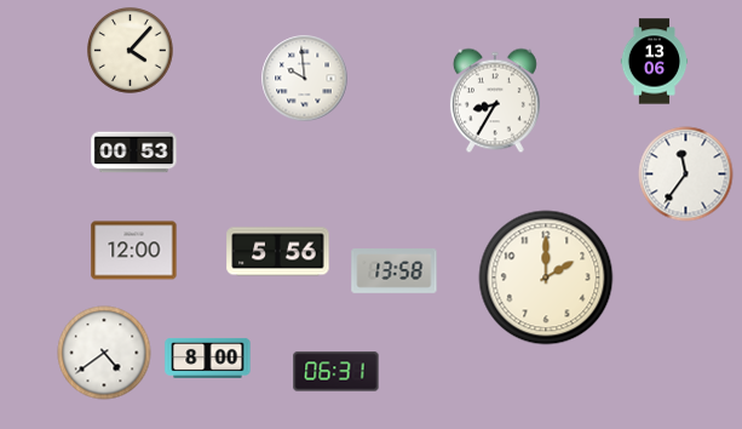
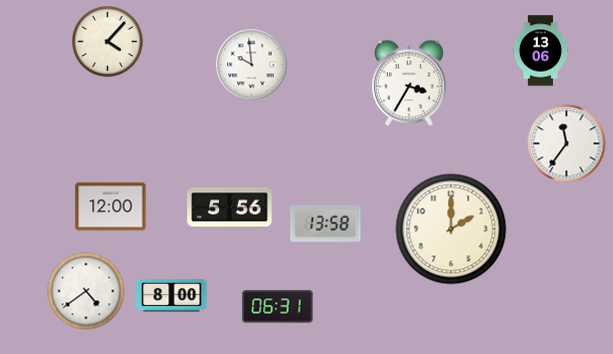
clock at (495, 101): 8:35 -> 3:35
clock at (134, 153): 00:53 -> none
